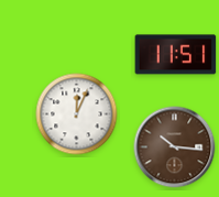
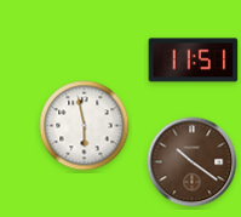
clock at (77, 114): 12:04 -> 5:58
clock at (175, 147): 10:16 -> 10:21
